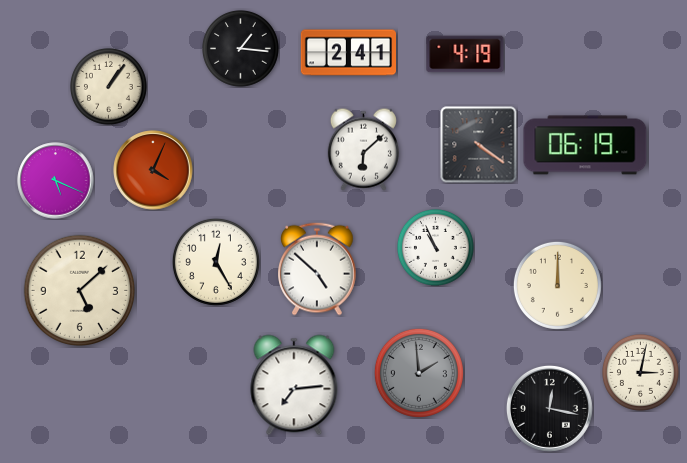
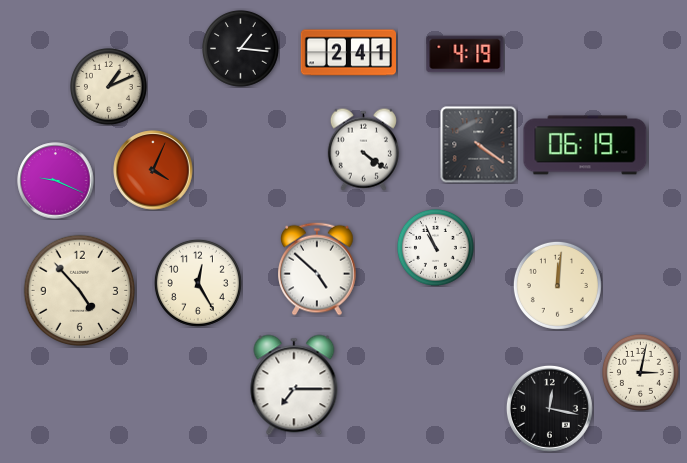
clock at (108, 86): 1:06 -> 1:11
clock at (363, 149): 6:08 -> 4:21
clock at (56, 181): 5:19 -> 9:19
clock at (216, 262) position: (216, 262) -> (198, 283)
clock at (557, 285): 12:00 -> 12:01
clock at (80, 291): 5:08 -> 4:53
clock at (419, 373): 1:59 -> none
clock at (294, 385): 7:14 -> 7:15
